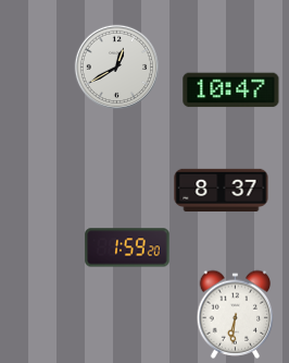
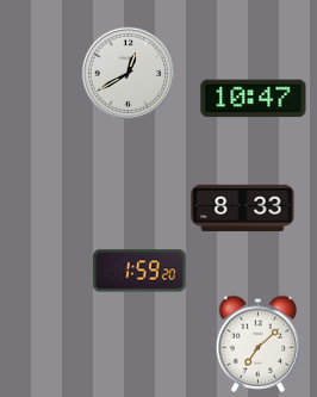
clock at (222, 191): 8:37 -> 8:33
clock at (236, 314): 6:31 -> 7:08
